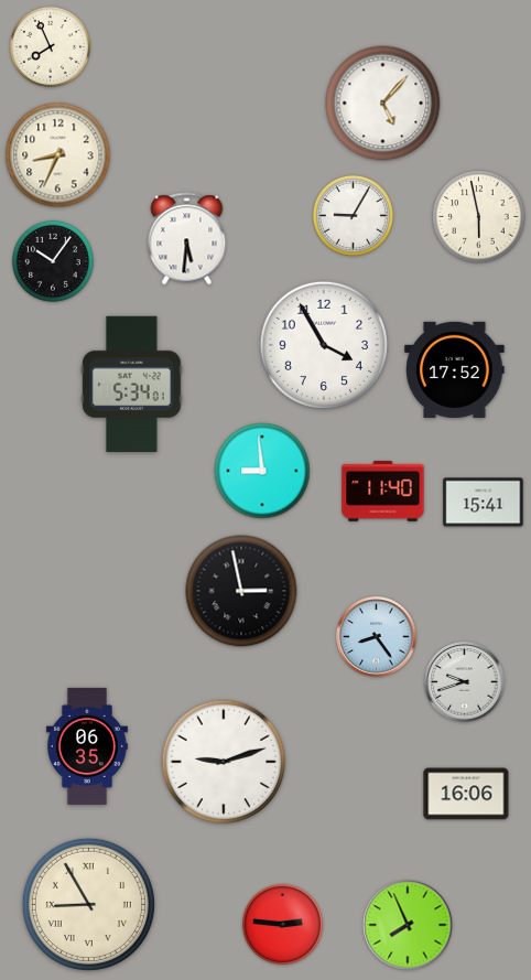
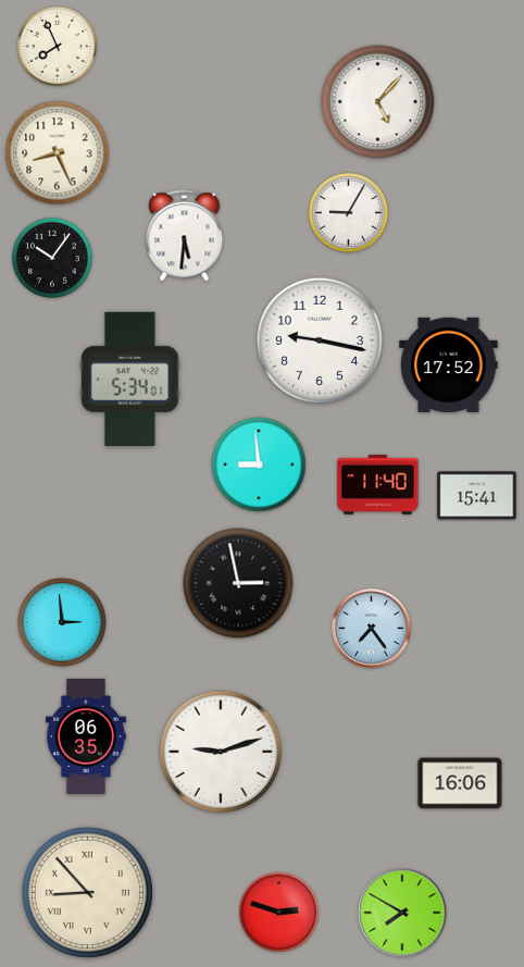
clock at (50, 46) position: (50, 46) -> (57, 46)
clock at (58, 155): 8:34 -> 8:26
clock at (479, 217): 5:58 -> none
clock at (323, 344): 3:55 -> 9:17
clock at (62, 622): none -> 2:59
clock at (377, 637): 8:24 -> 7:24
clock at (465, 682): 9:42 -> none
clock at (88, 904): 8:55 -> 8:53
clock at (282, 924): 2:46 -> 2:48
clock at (408, 925): 7:56 -> 7:50
